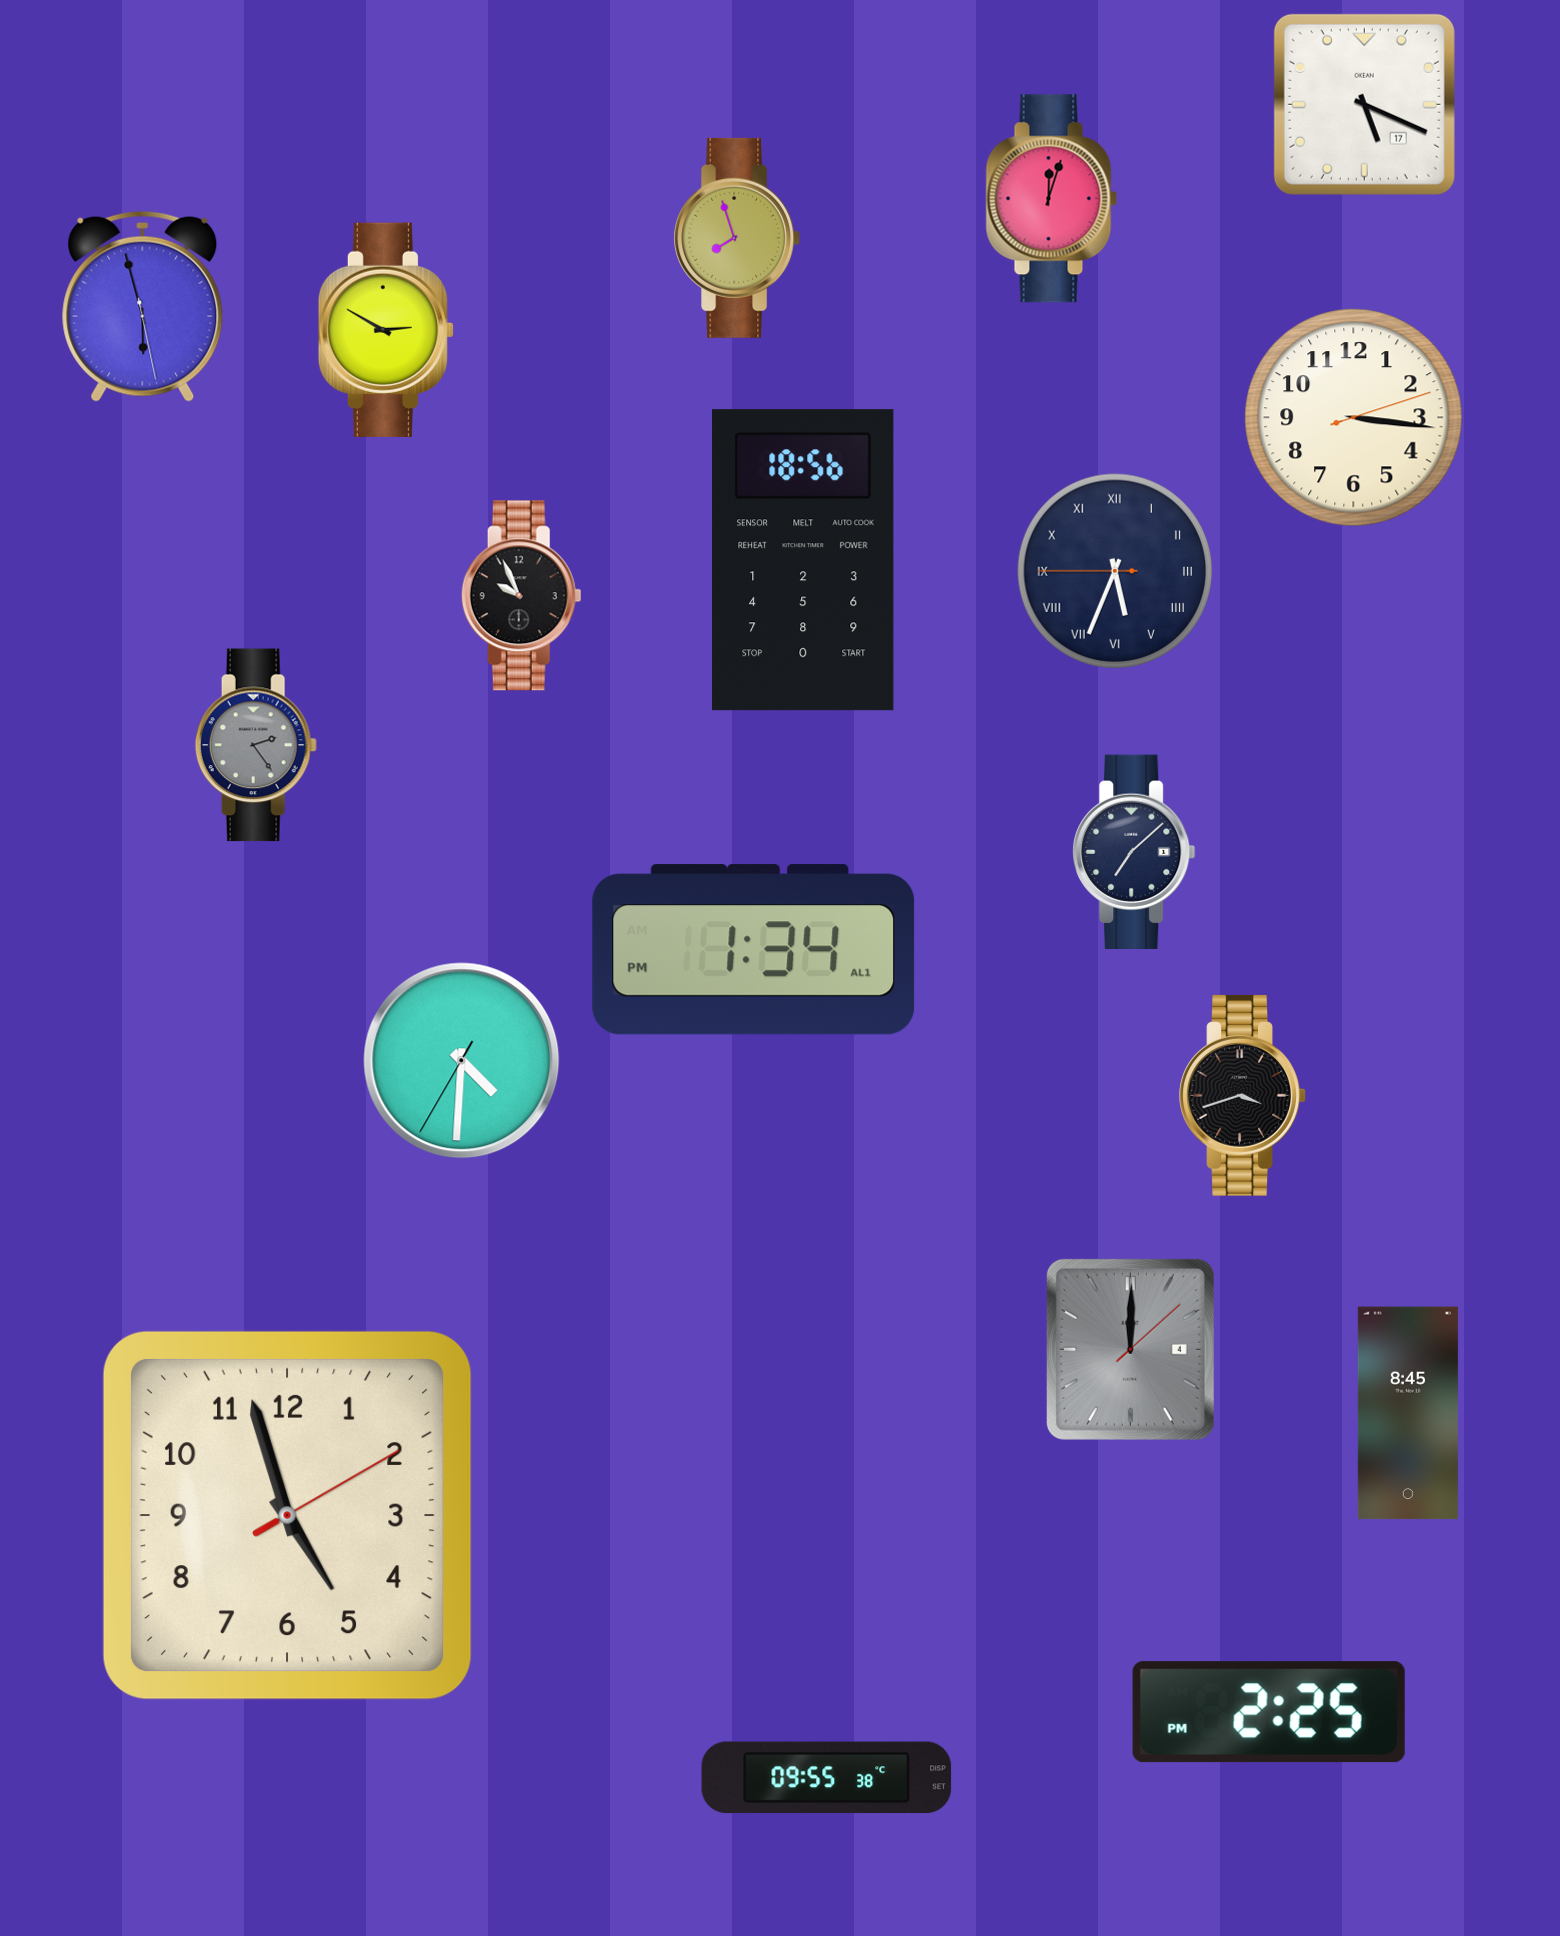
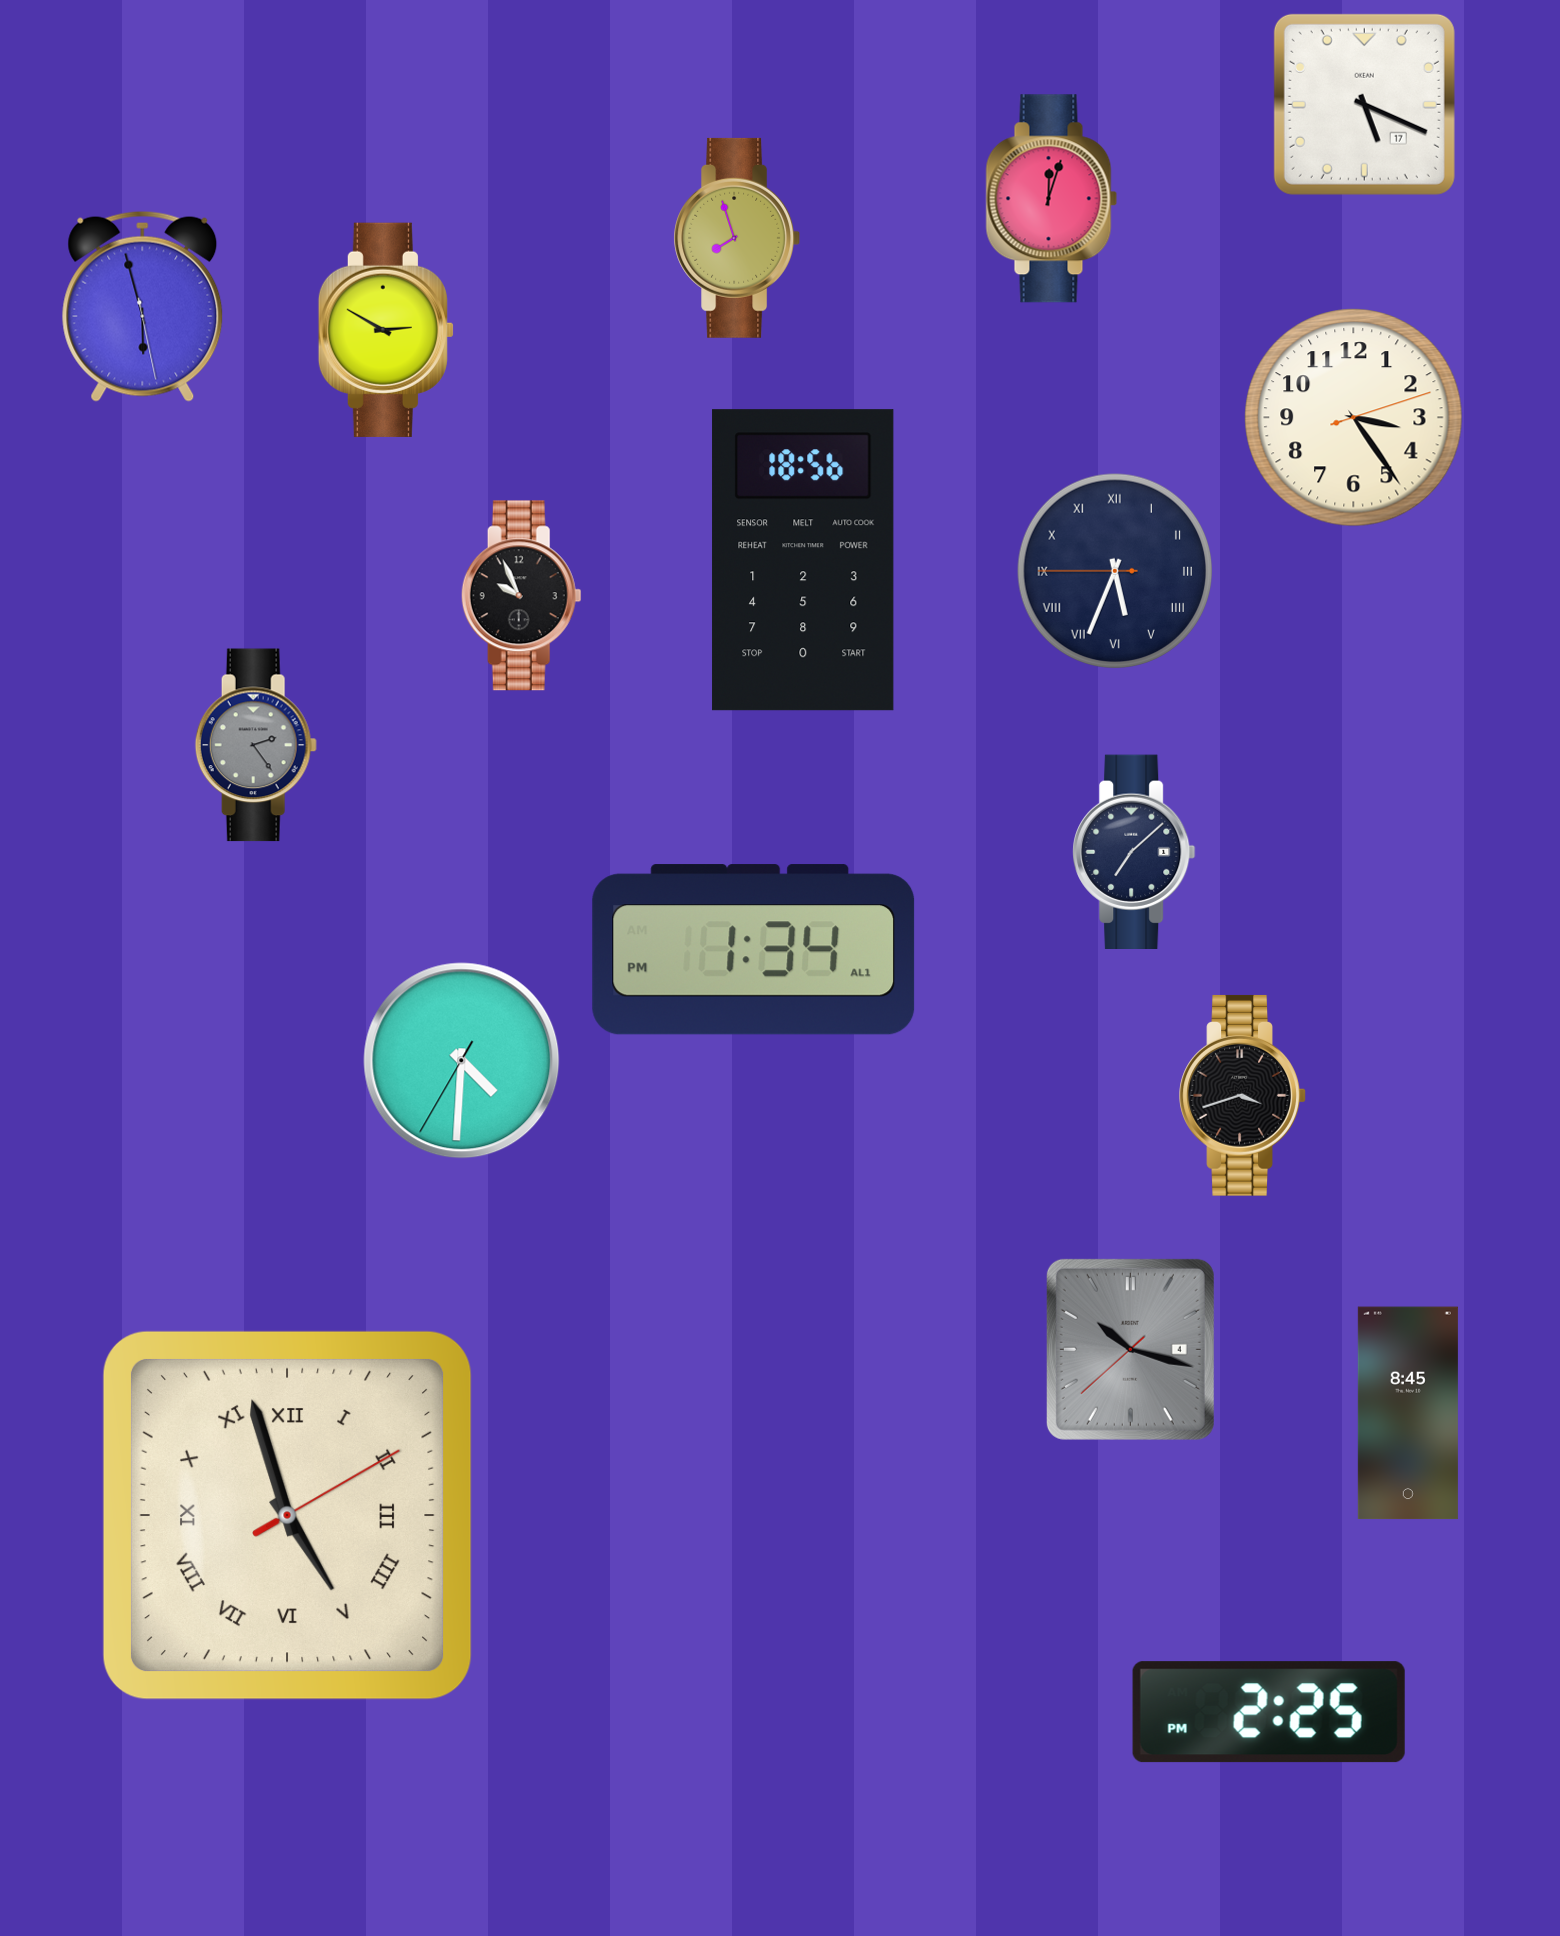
clock at (1354, 418): 3:16 -> 3:24
clock at (1130, 1349): 12:00 -> 10:17
clock at (287, 1515) numerals: Arabic -> Roman
clock at (827, 1778): 09:55 -> none
